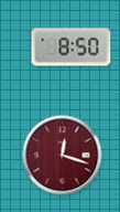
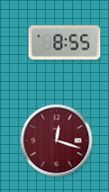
clock at (72, 47): 8:50 -> 8:55
